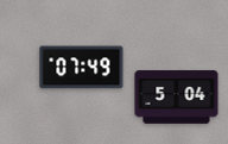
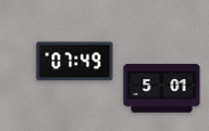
clock at (177, 98): 5:04 -> 5:01
